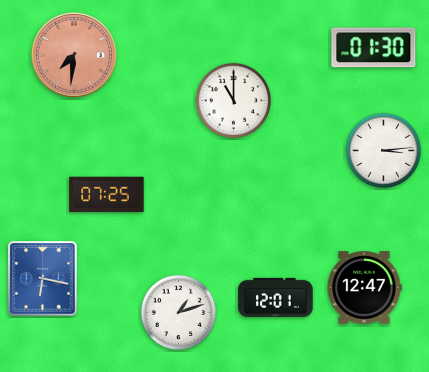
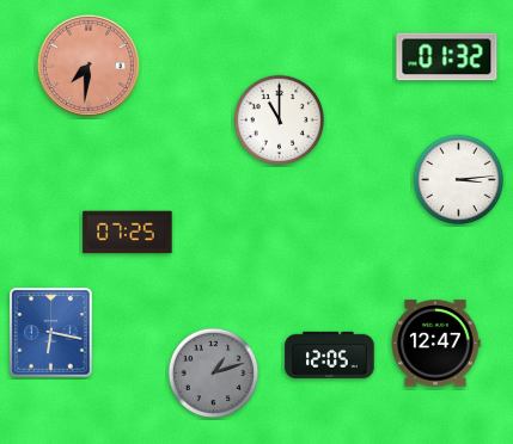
clock at (374, 48): 01:30 -> 01:32
clock at (276, 297): 12:01 -> 12:05
clock at (179, 313) dial: white -> grey
